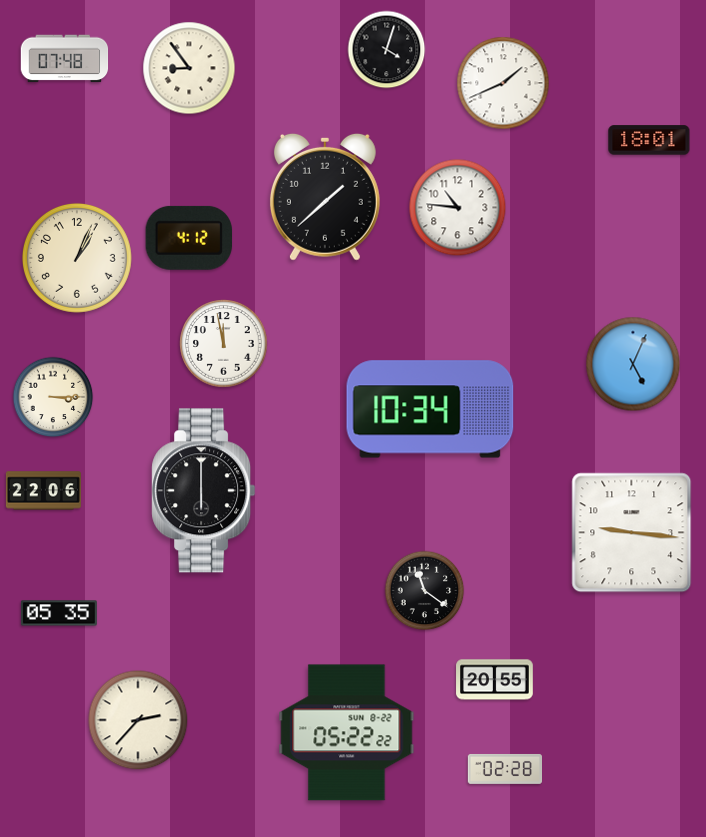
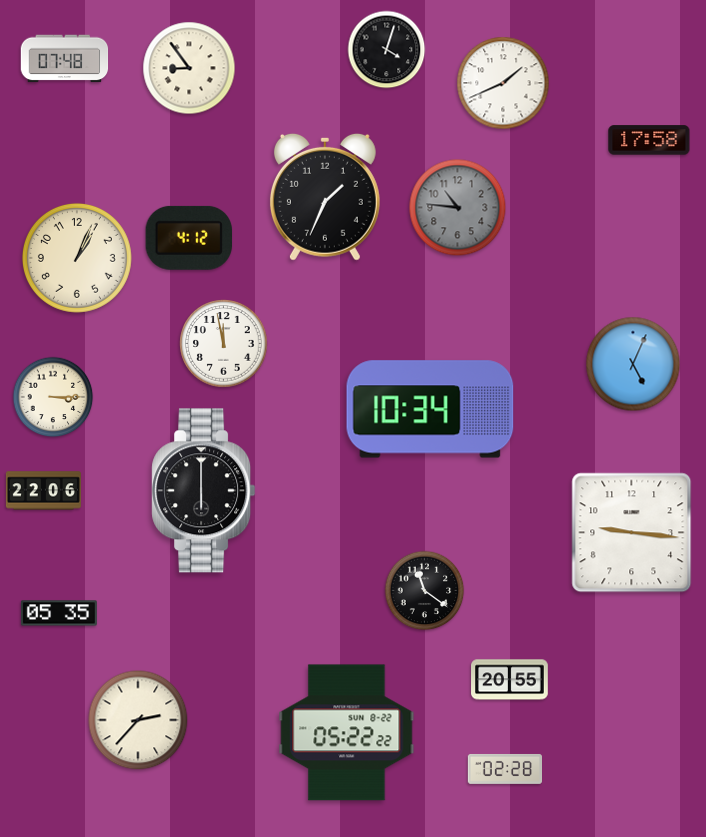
clock at (649, 140): 18:01 -> 17:58
clock at (325, 197): 1:38 -> 1:34
clock at (458, 208) dial: white -> grey
clock at (495, 680) position: (495, 680) -> (510, 680)
